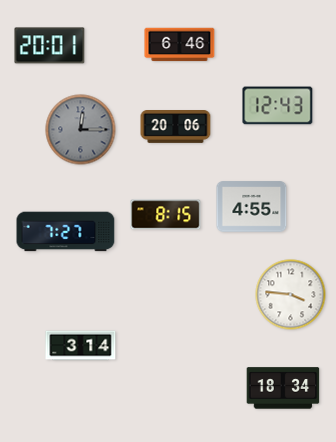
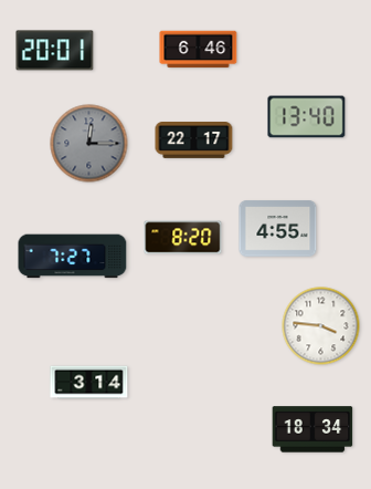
clock at (278, 106): 12:43 -> 13:40
clock at (176, 127): 20:06 -> 22:17
clock at (166, 215): 8:15 -> 8:20
